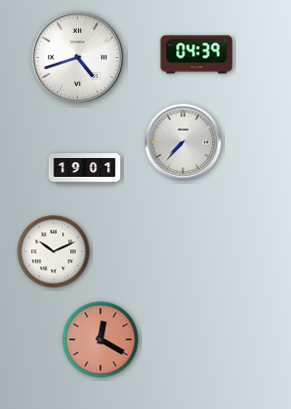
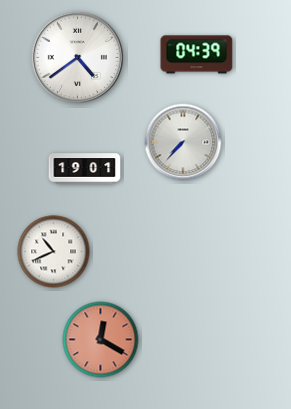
clock at (77, 57): 4:42 -> 4:39
clock at (54, 252): 10:11 -> 10:41
